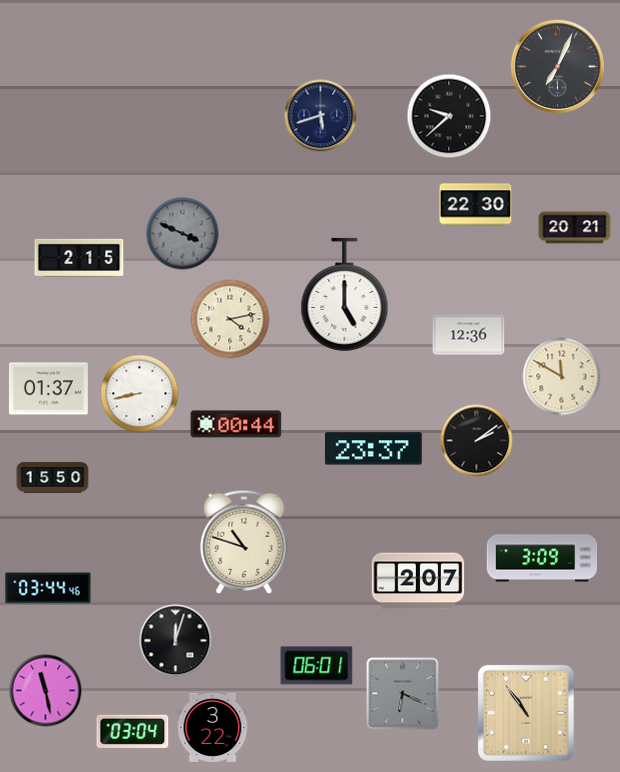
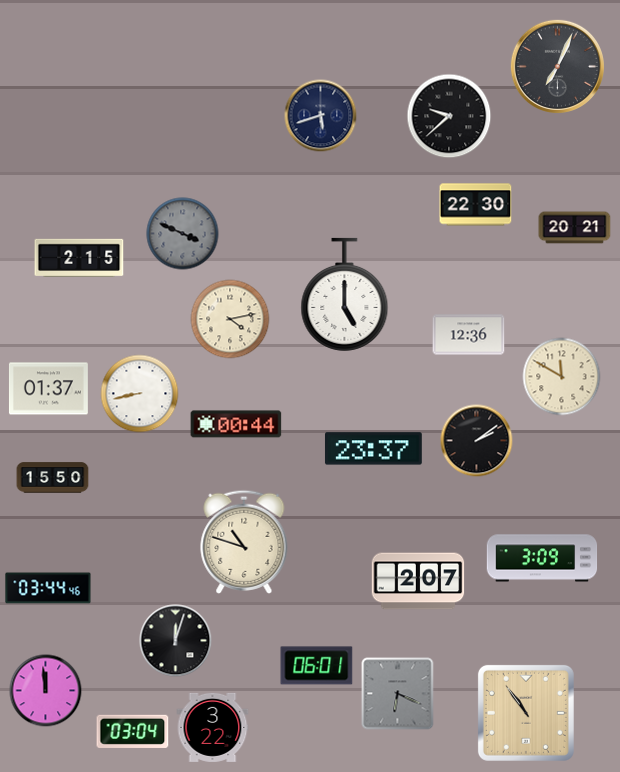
clock at (46, 691): 11:28 -> 11:59
clock at (403, 694) position: (403, 694) -> (398, 694)
